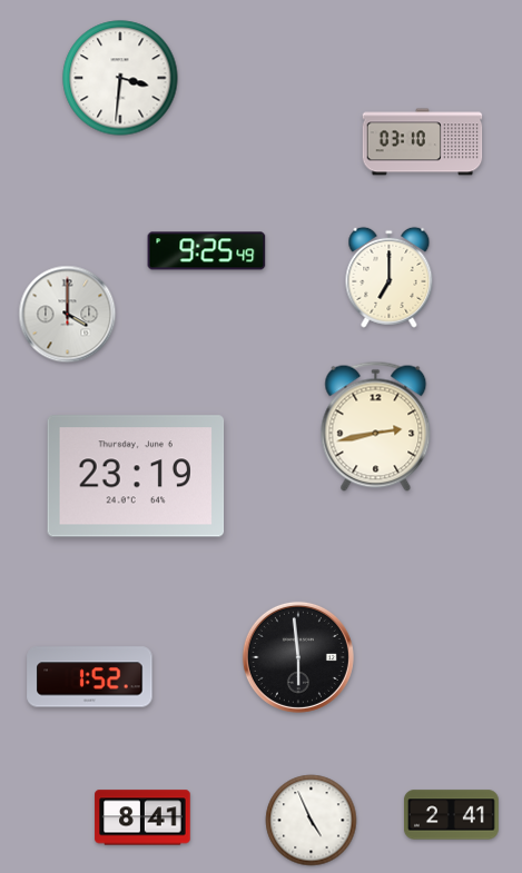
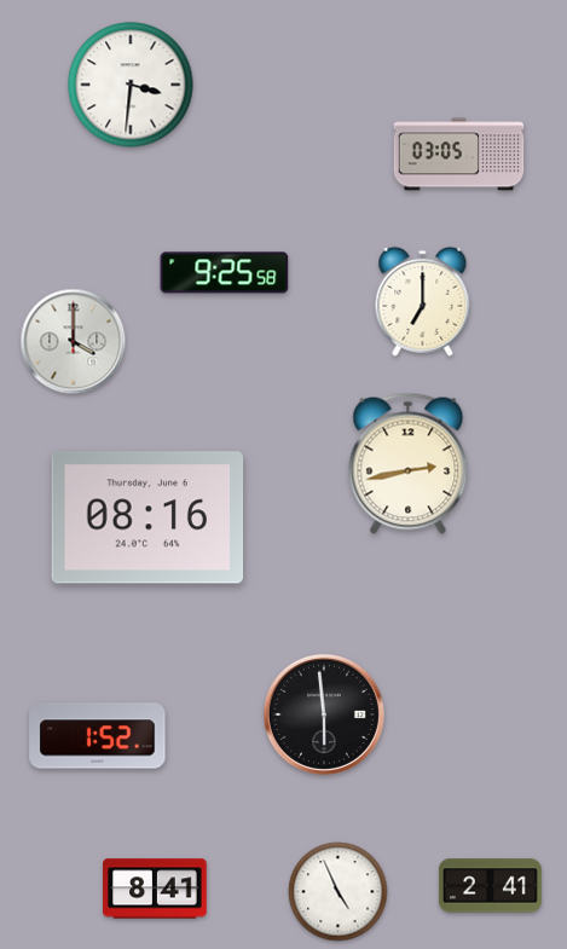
clock at (423, 142): 03:10 -> 03:05
clock at (207, 251): 9:25:49 -> 9:25:58
clock at (136, 476): 23:19 -> 08:16
